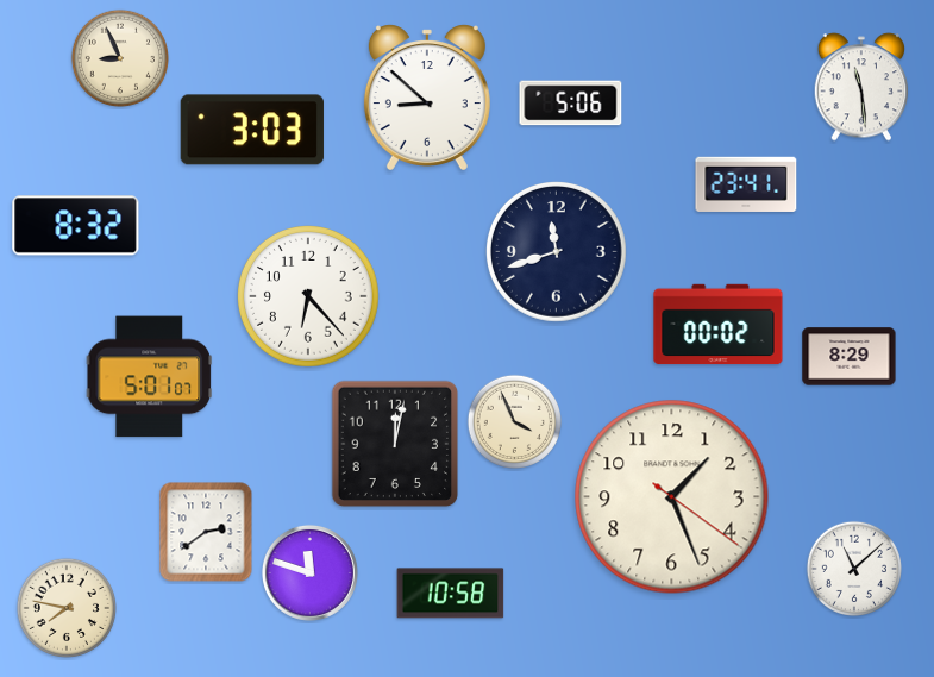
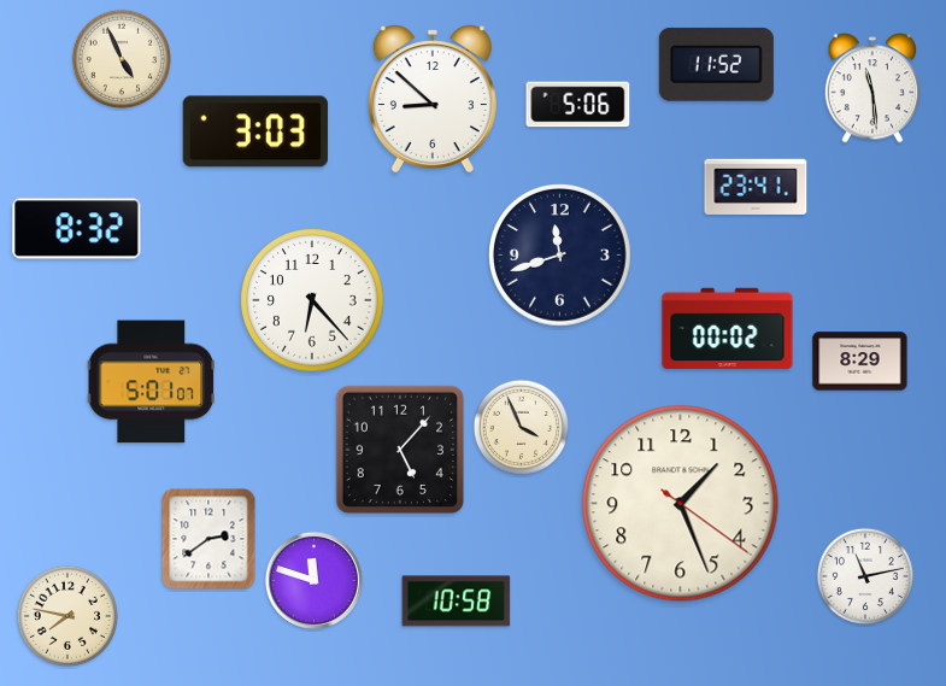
clock at (119, 57): 8:56 -> 4:56
clock at (716, 64): none -> 11:52
clock at (557, 252) position: (557, 252) -> (560, 256)
clock at (395, 444): 12:02 -> 5:07
clock at (853, 568): 11:08 -> 11:13
